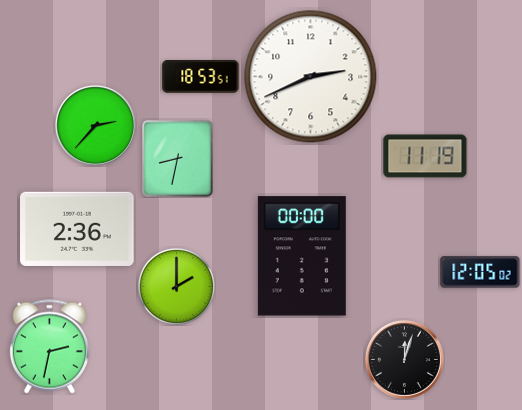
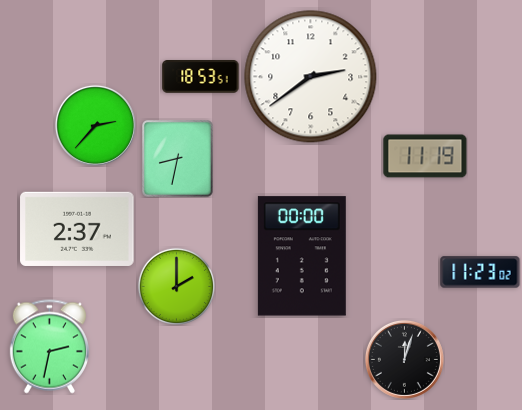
clock at (311, 77): 2:41 -> 2:39
clock at (77, 229): 2:36 -> 2:37
clock at (480, 272): 12:05 -> 11:23
